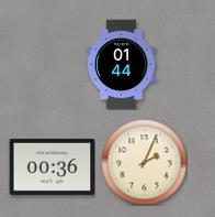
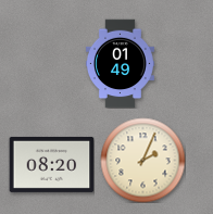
clock at (121, 64): 01:44 -> 01:49
clock at (52, 166): 00:36 -> 08:20
